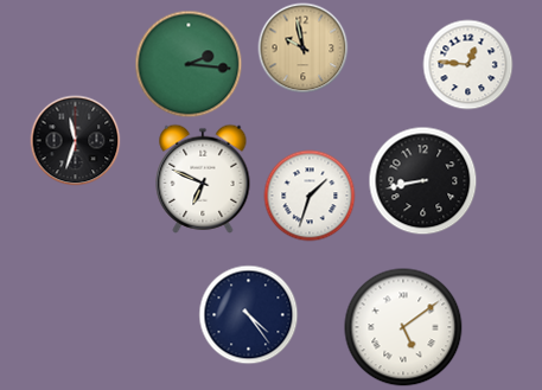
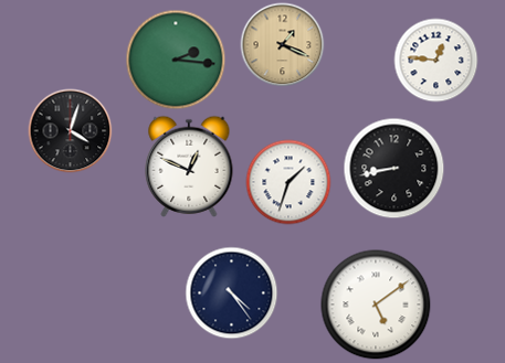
clock at (304, 49): 9:58 -> 1:19
clock at (76, 141): 11:33 -> 4:03
clock at (203, 179): 6:49 -> 12:49
